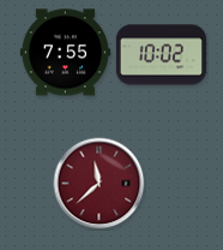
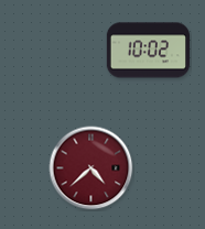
clock at (65, 53): 7:55 -> none
clock at (100, 184): 11:38 -> 4:38
